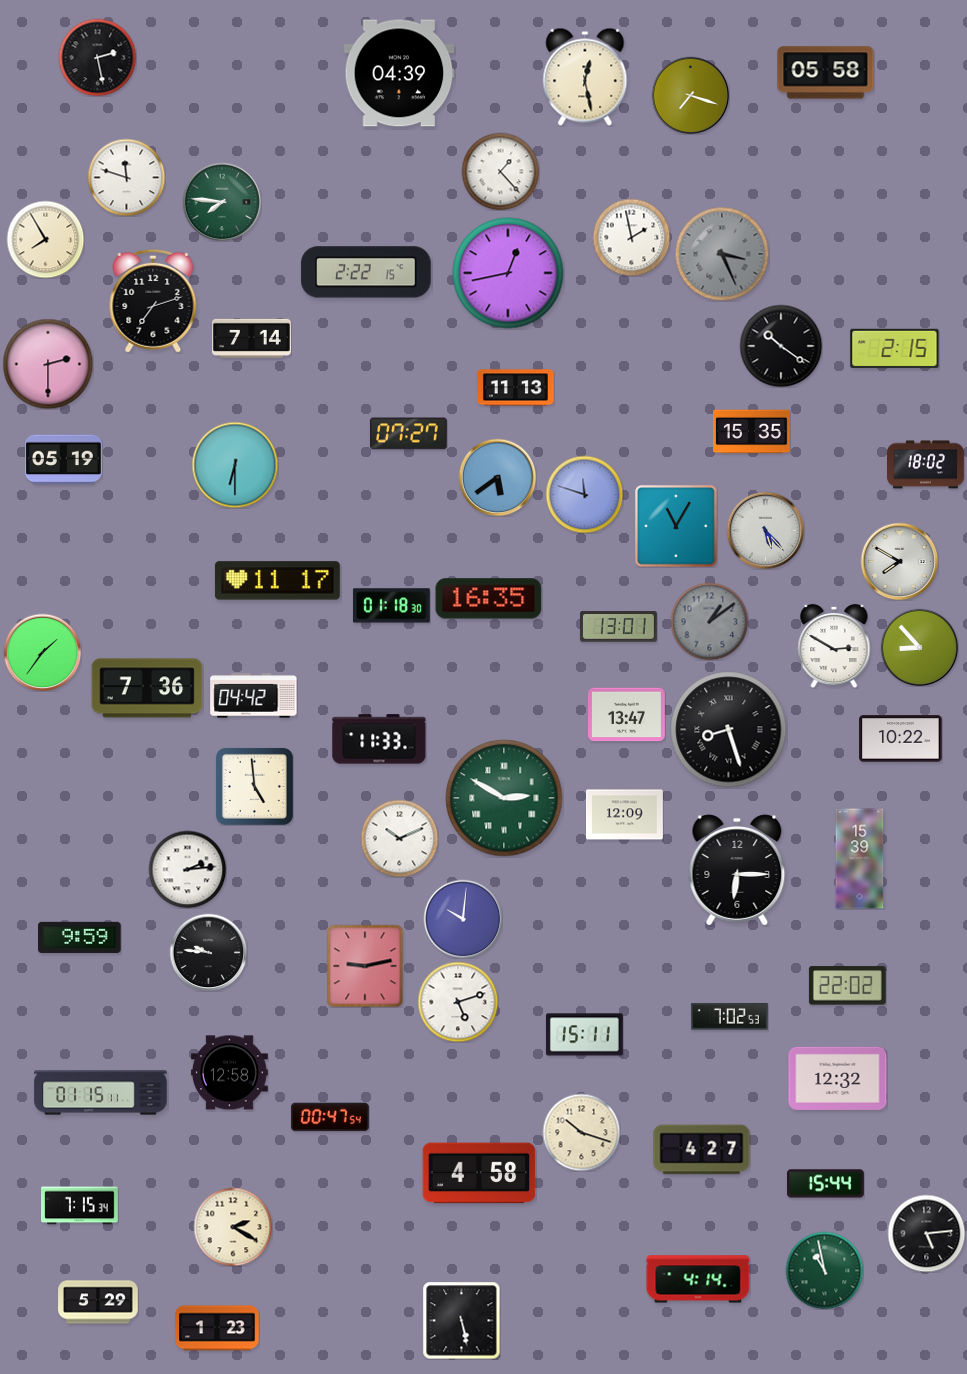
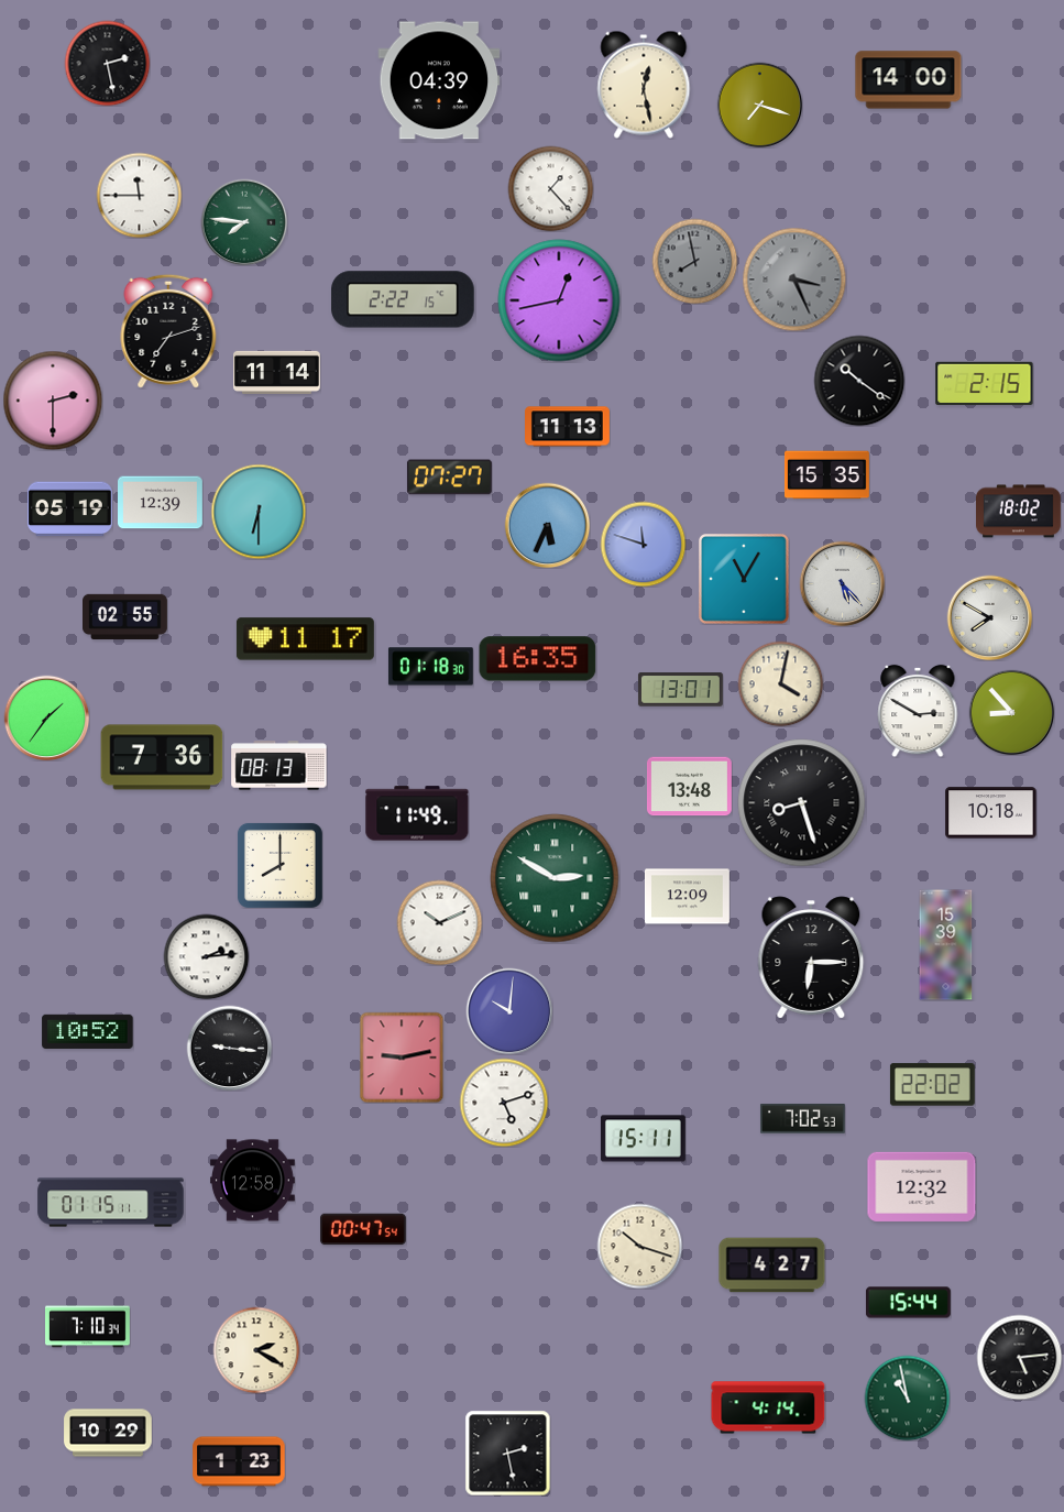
clock at (826, 73): 05:58 -> 14:00
clock at (126, 177): 11:48 -> 11:45
clock at (631, 237): 1:58 -> 7:58
clock at (631, 237) dial: white -> grey
clock at (45, 239): 7:55 -> none
clock at (252, 338): 7:14 -> 11:14
clock at (161, 503): none -> 12:39
clock at (63, 460) position: (63, 460) -> (69, 510)
clock at (497, 477): 5:39 -> 5:34
clock at (125, 617): none -> 02:55
clock at (709, 621): 1:09 -> 4:02
clock at (709, 621) dial: grey -> cream
clock at (254, 696): 04:42 -> 08:13
clock at (626, 715): 13:47 -> 13:48
clock at (379, 739): 11:33 -> 11:49
clock at (901, 739): 10:22 -> 10:18
clock at (254, 786): 4:59 -> 8:00
clock at (80, 937): 9:59 -> 10:52
clock at (208, 952): 9:46 -> 9:16
clock at (365, 966) position: (365, 966) -> (402, 1058)
clock at (479, 1173): 4:58 -> none
clock at (80, 1206): 7:15 -> 7:10
clock at (98, 1302): 5:29 -> 10:29
clock at (461, 1320): 5:28 -> 2:28
